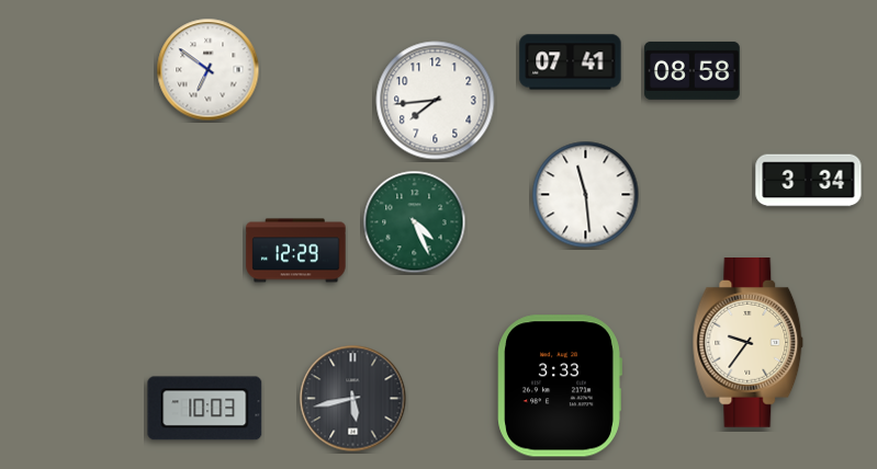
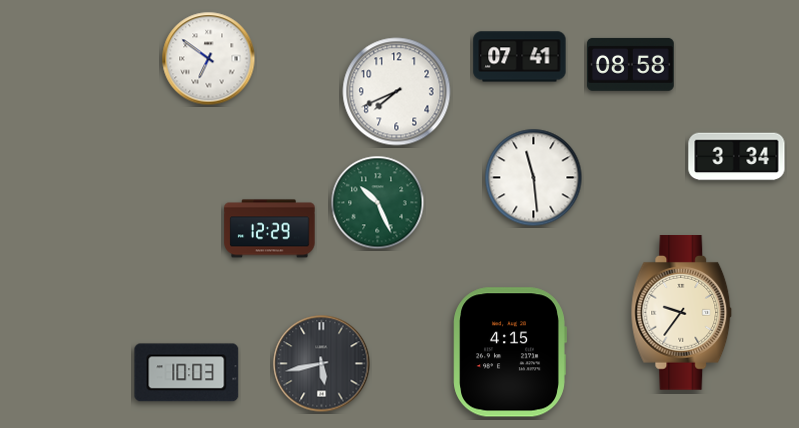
clock at (209, 70) position: (209, 70) -> (209, 59)
clock at (436, 101): 7:44 -> 7:41
clock at (809, 181) position: (809, 181) -> (737, 157)
clock at (415, 222): 4:26 -> 10:26
clock at (560, 386): 3:33 -> 4:15
